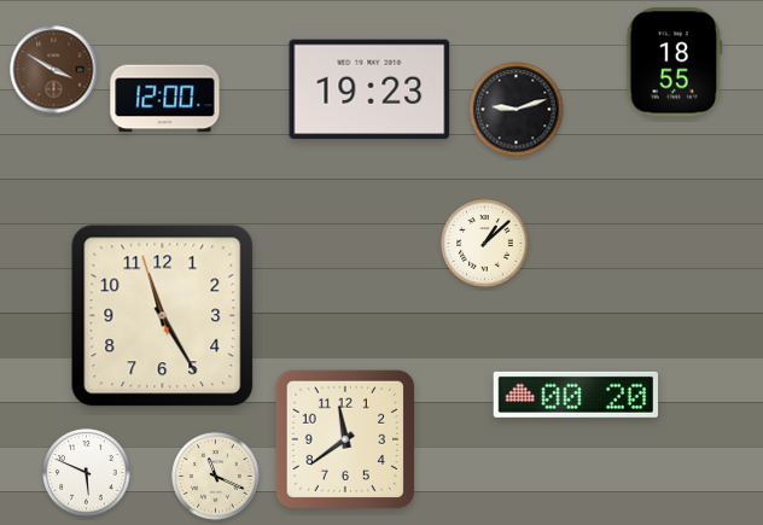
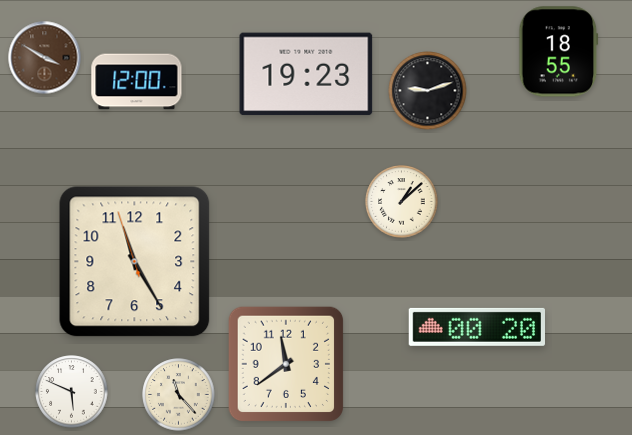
clock at (216, 477): 11:19 -> 11:23
